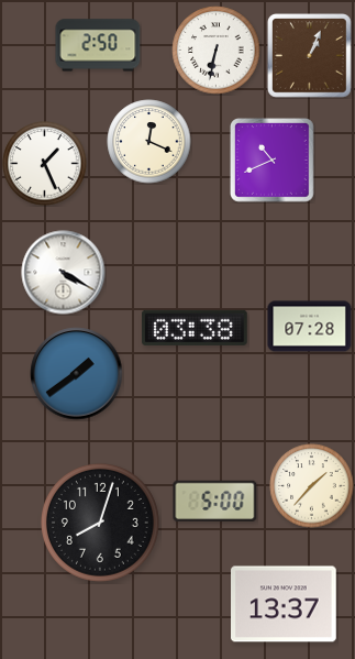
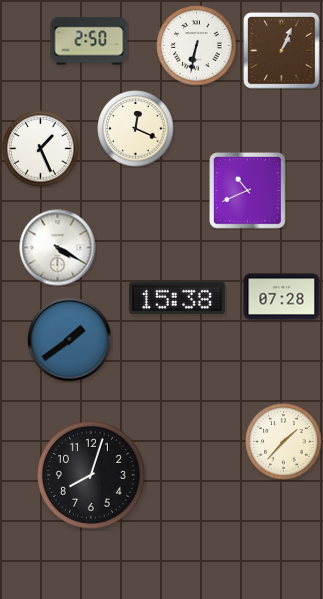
clock at (273, 161) position: (273, 161) -> (248, 191)
clock at (196, 328): 03:38 -> 15:38
clock at (215, 501): 5:00 -> none
clock at (285, 604): 13:37 -> none
